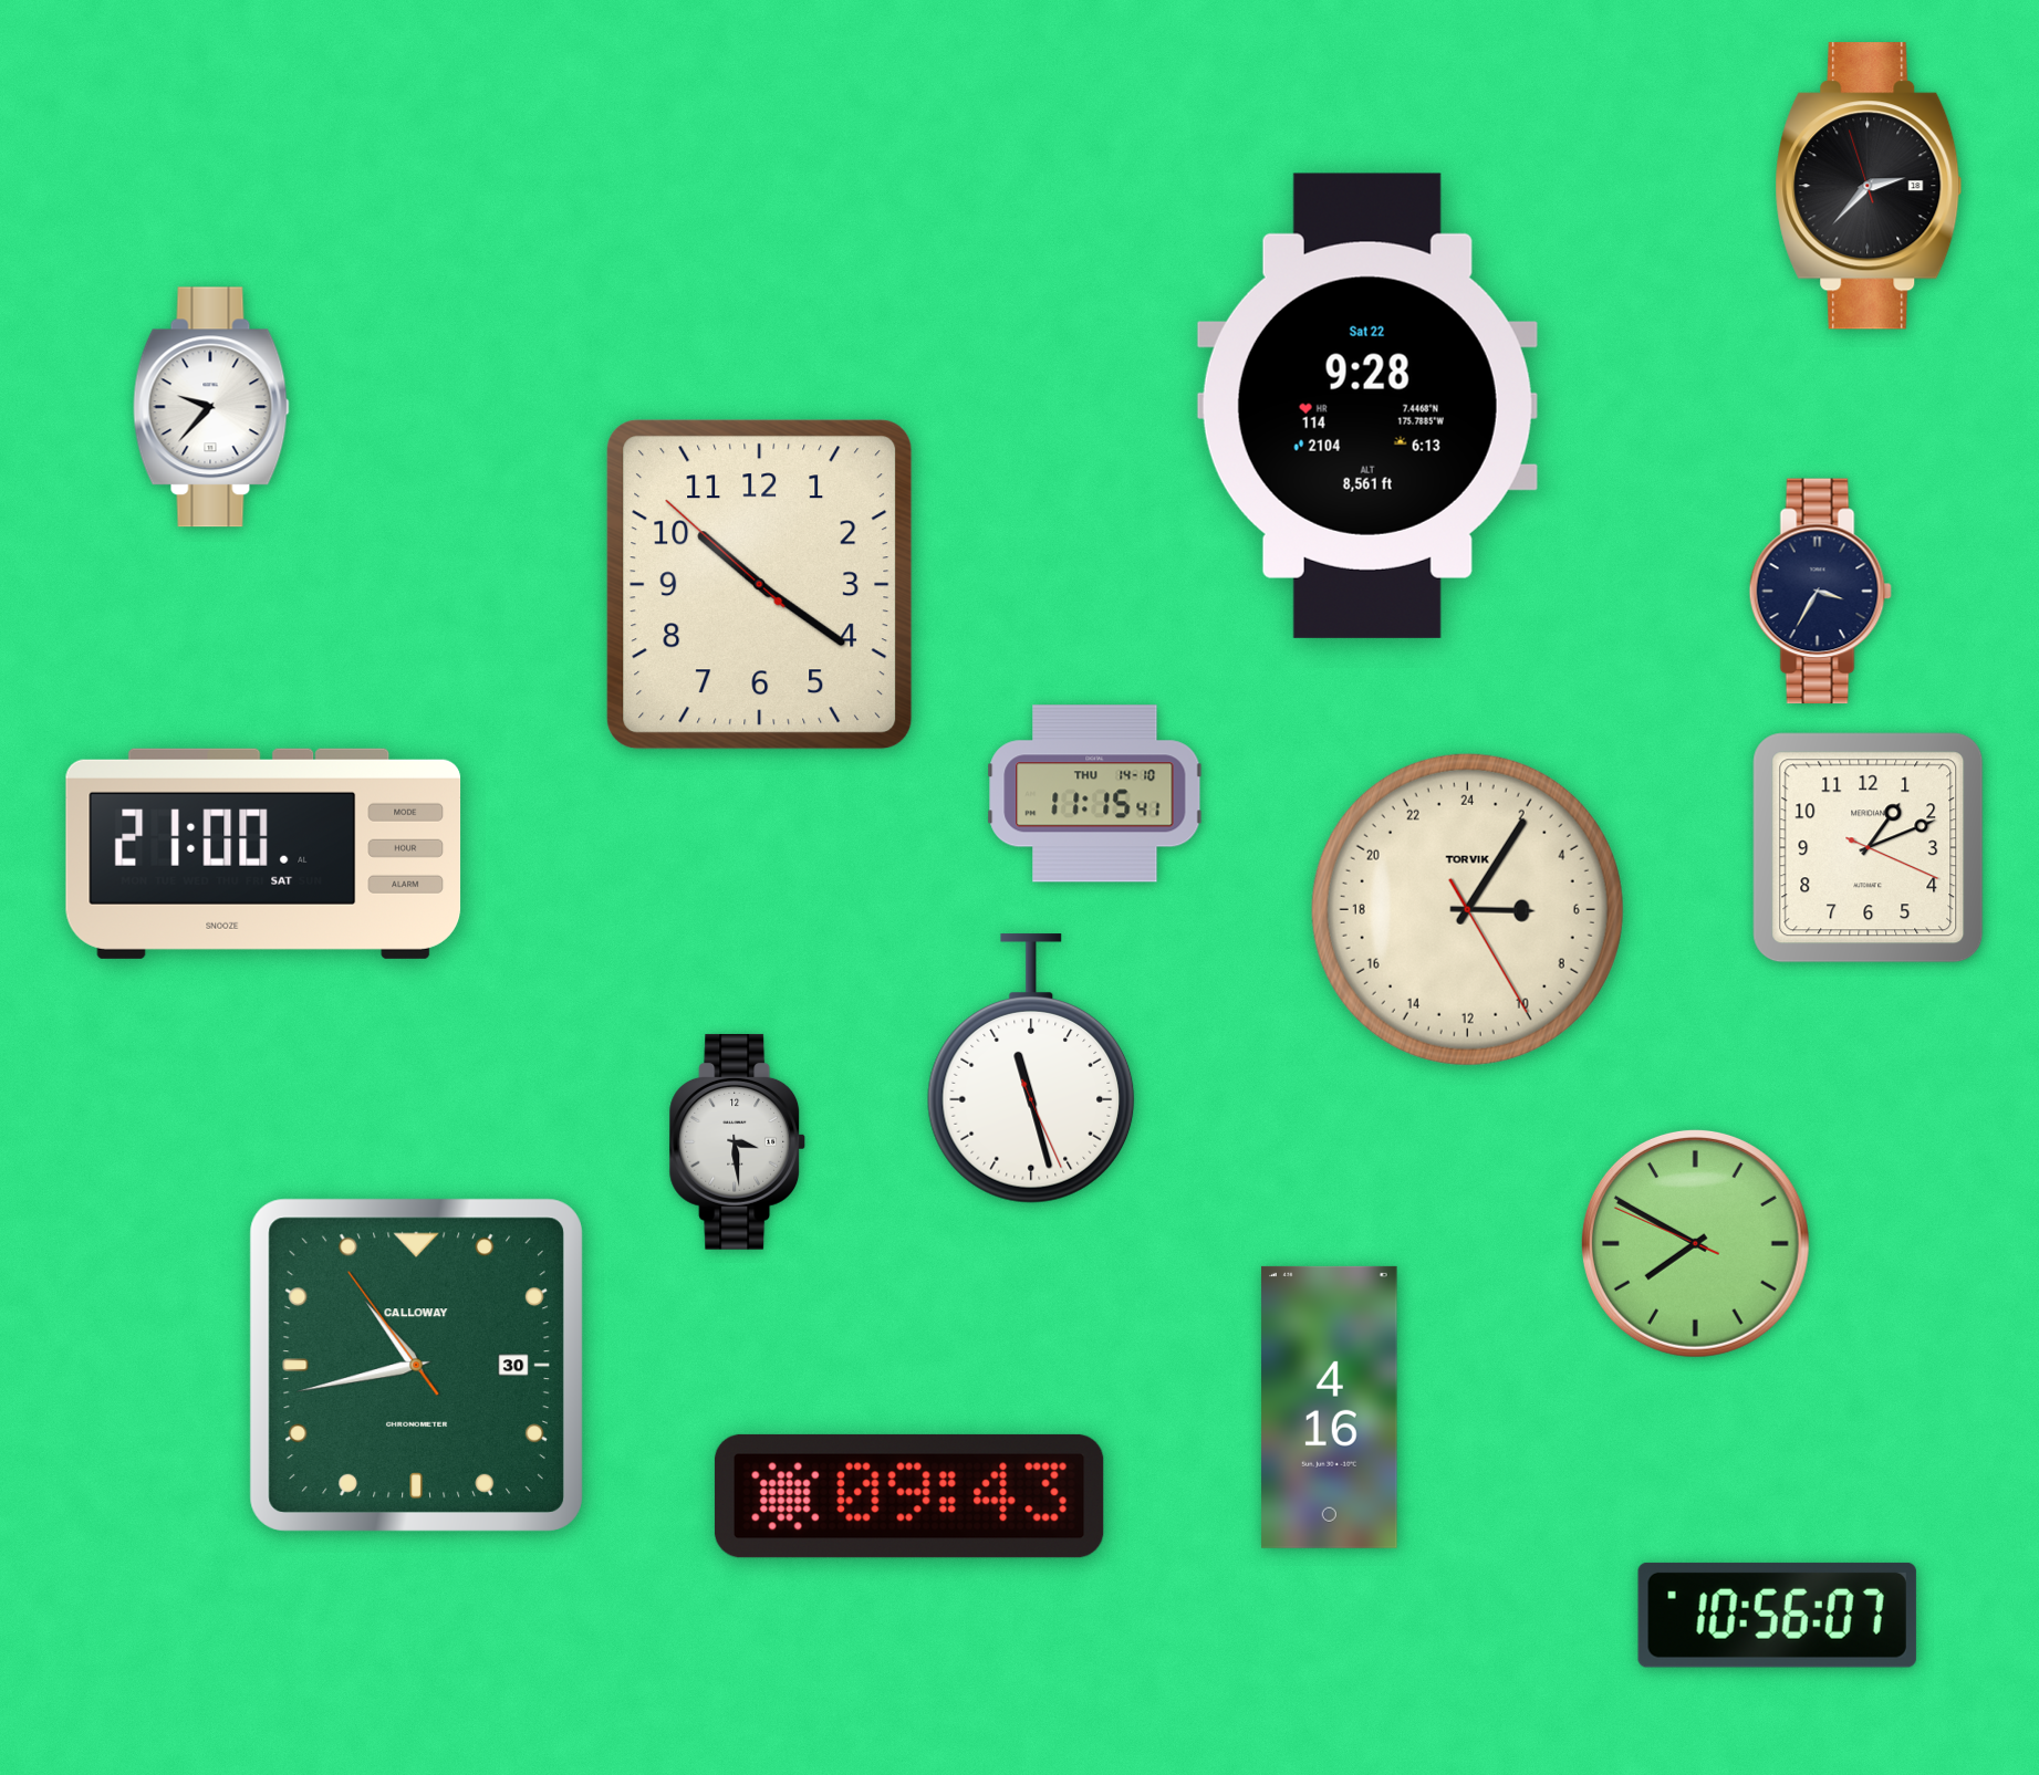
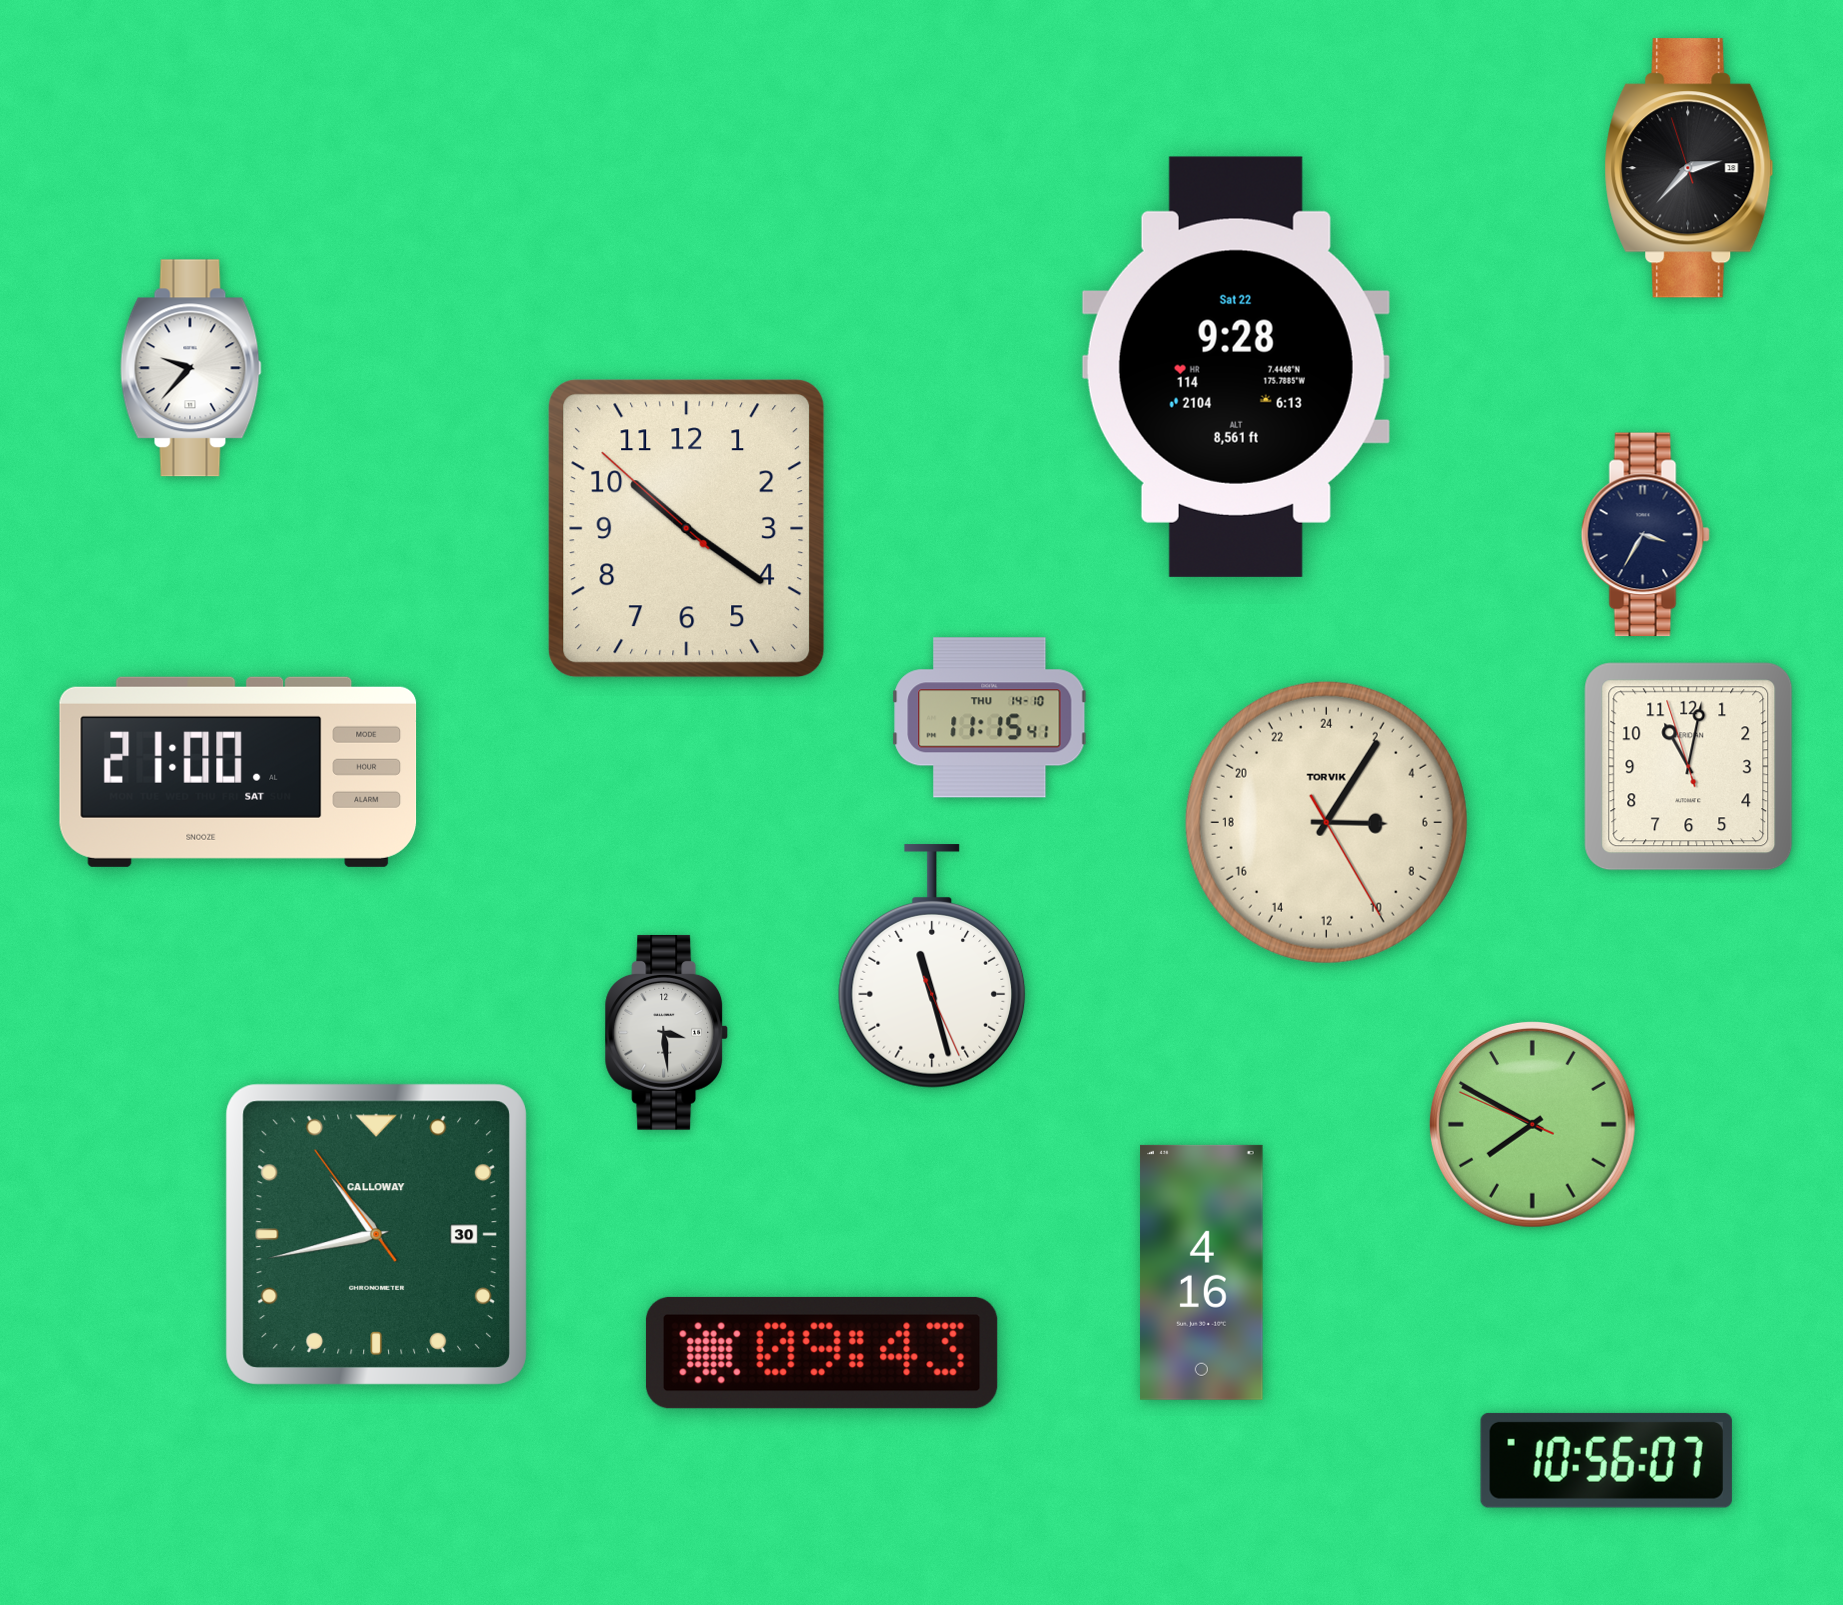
clock at (1869, 848): 1:11 -> 11:01
